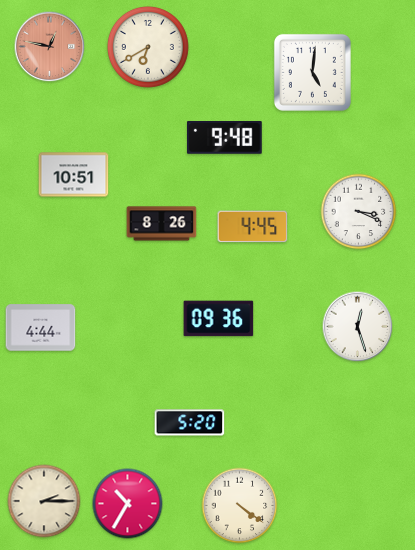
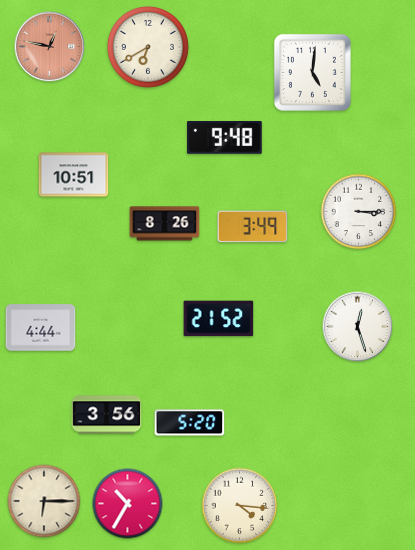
clock at (359, 212): 3:19 -> 3:15
clock at (162, 224) position: (162, 224) -> (165, 224)
clock at (253, 227): 4:45 -> 3:49
clock at (219, 319): 09:36 -> 21:52
clock at (107, 415): none -> 3:56
clock at (44, 501): 2:15 -> 6:15
clock at (240, 506): 4:21 -> 4:16
